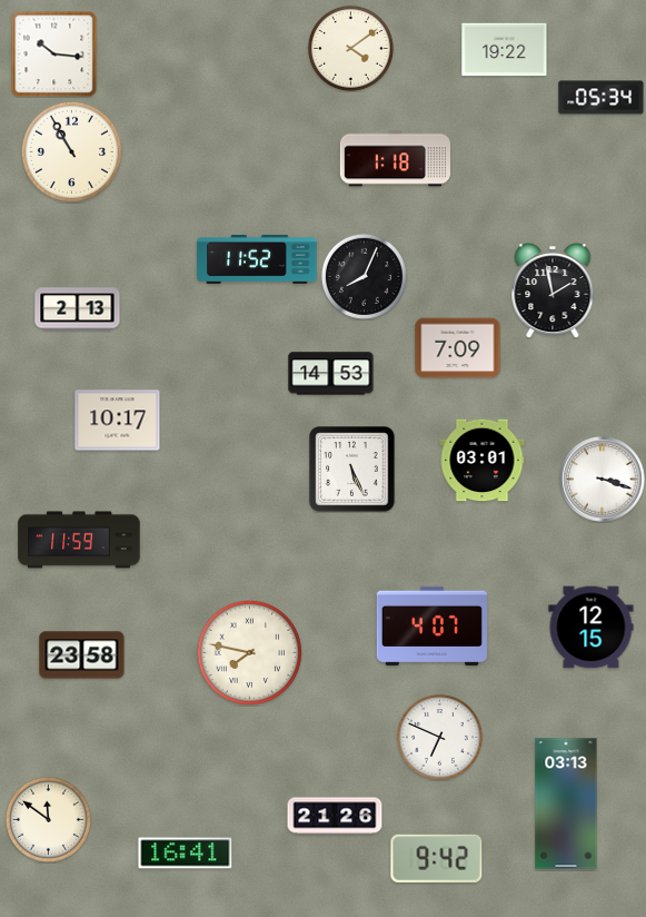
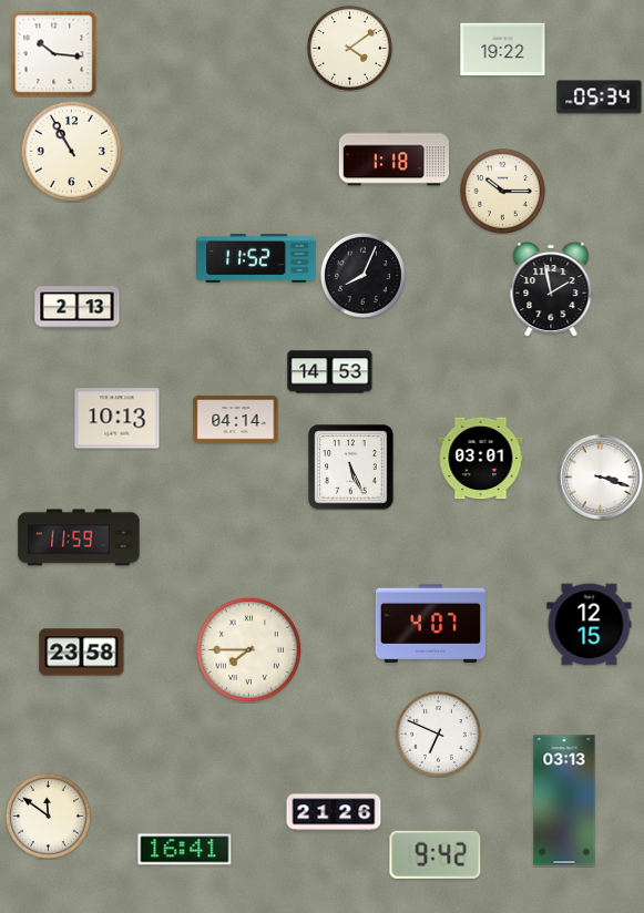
clock at (502, 191): none -> 10:15
clock at (458, 348): 7:09 -> none
clock at (118, 421): 10:17 -> 10:13
clock at (236, 420): none -> 04:14
clock at (249, 652): 7:47 -> 7:45
